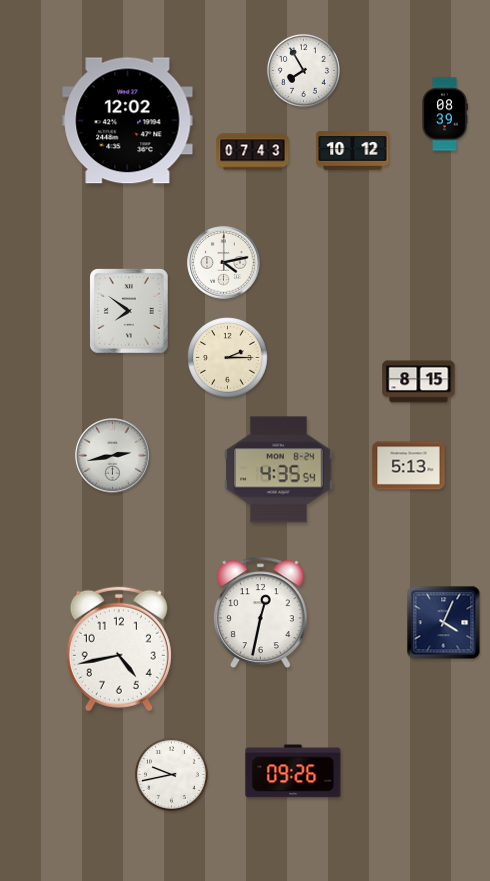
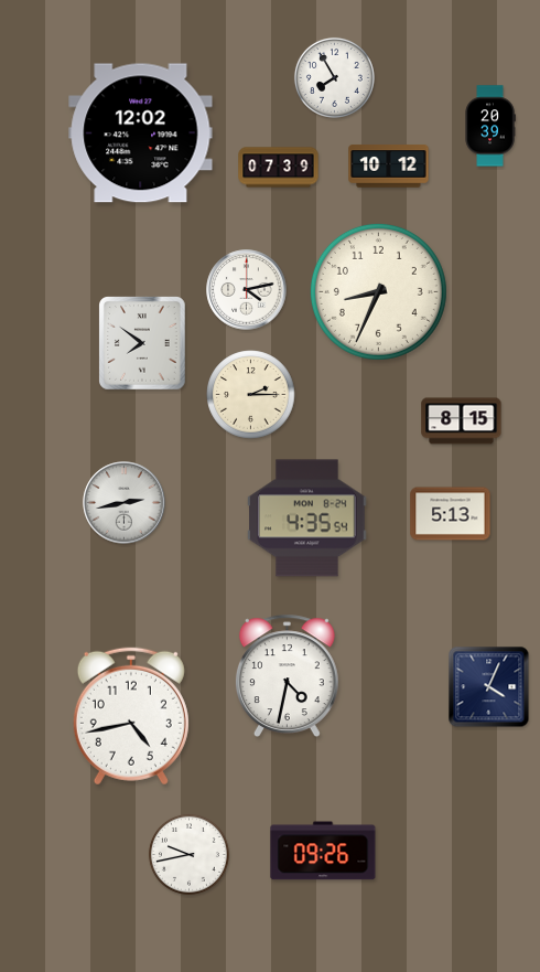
clock at (445, 114): 08:39 -> 20:39
clock at (253, 152): 07:43 -> 07:39
clock at (378, 291): none -> 8:34
clock at (260, 612): 12:32 -> 4:32
